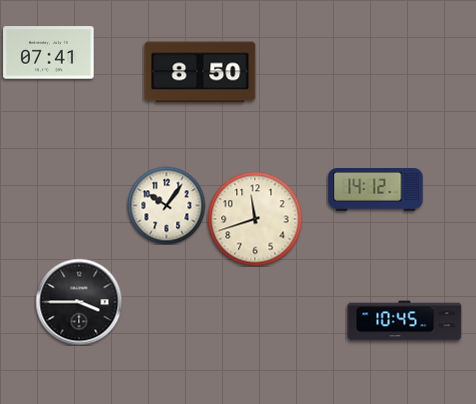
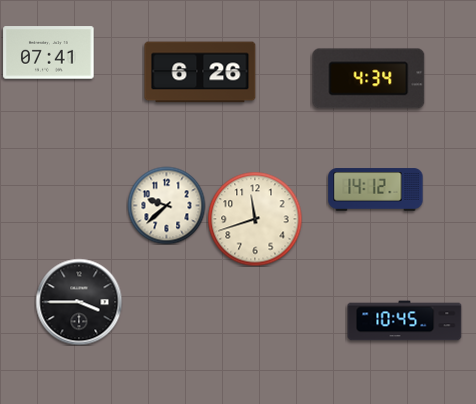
clock at (200, 72): 8:50 -> 6:26
clock at (369, 79): none -> 4:34
clock at (166, 205): 10:06 -> 9:38
